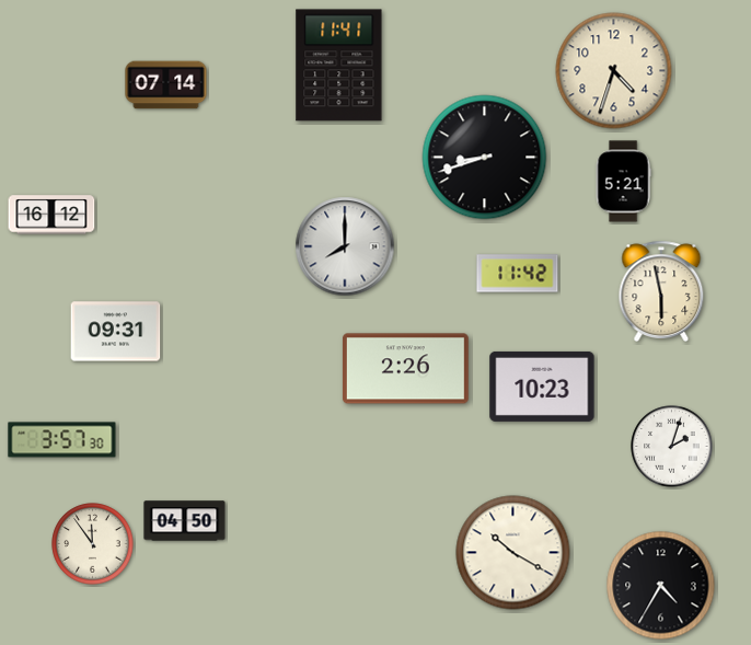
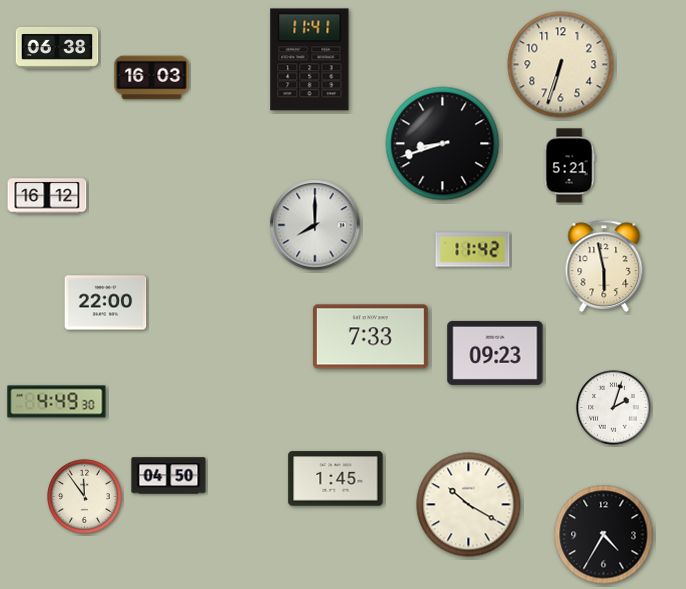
clock at (57, 48): none -> 06:38
clock at (614, 71): 4:33 -> 6:33
clock at (166, 85): 07:14 -> 16:03
clock at (116, 332): 09:31 -> 22:00
clock at (405, 369): 2:26 -> 7:33
clock at (542, 387): 10:23 -> 09:23
clock at (62, 440): 3:57 -> 4:49
clock at (336, 479): none -> 1:45
